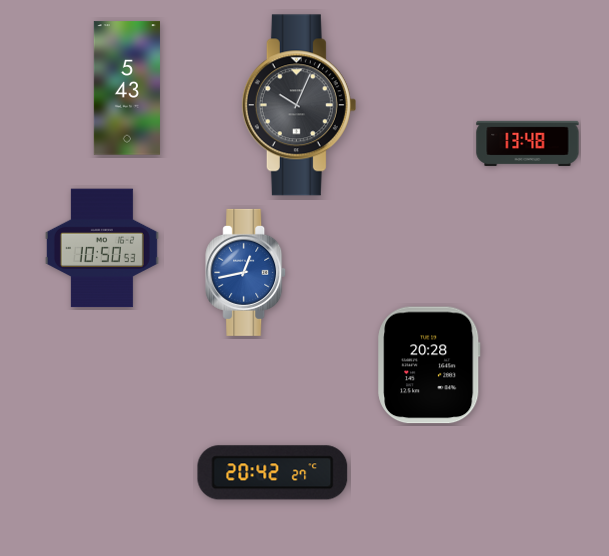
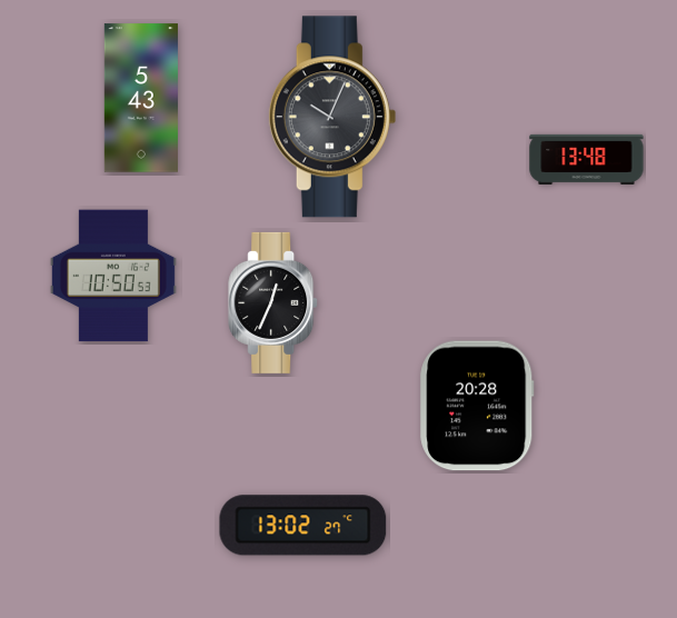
clock at (246, 272): 12:43 -> 12:34
clock at (246, 272) dial: blue -> black
clock at (273, 473): 20:42 -> 13:02
